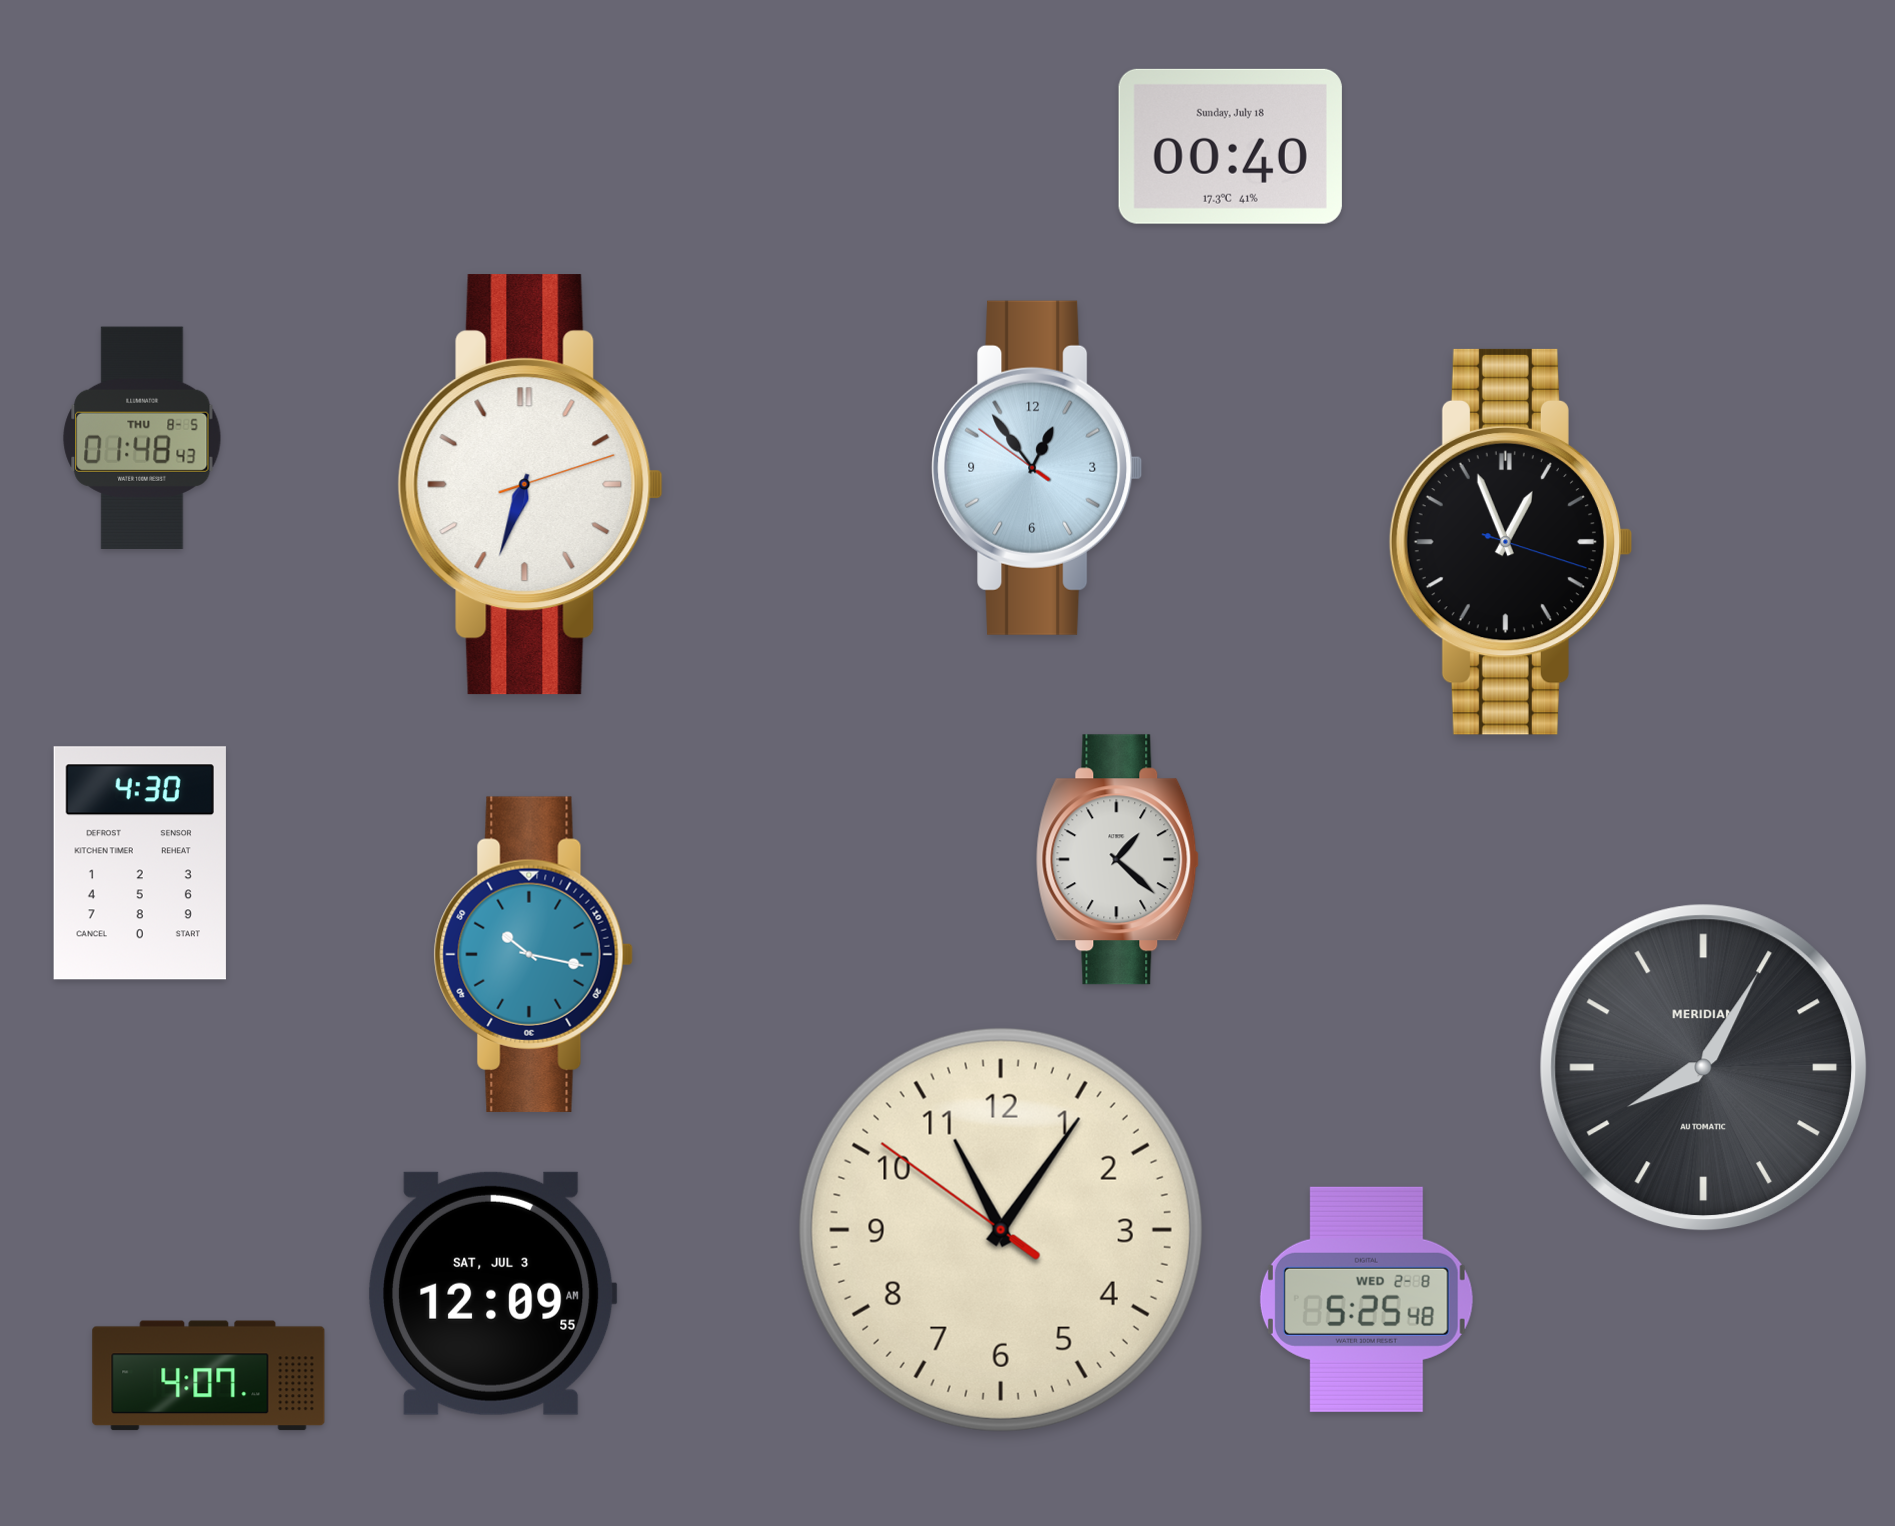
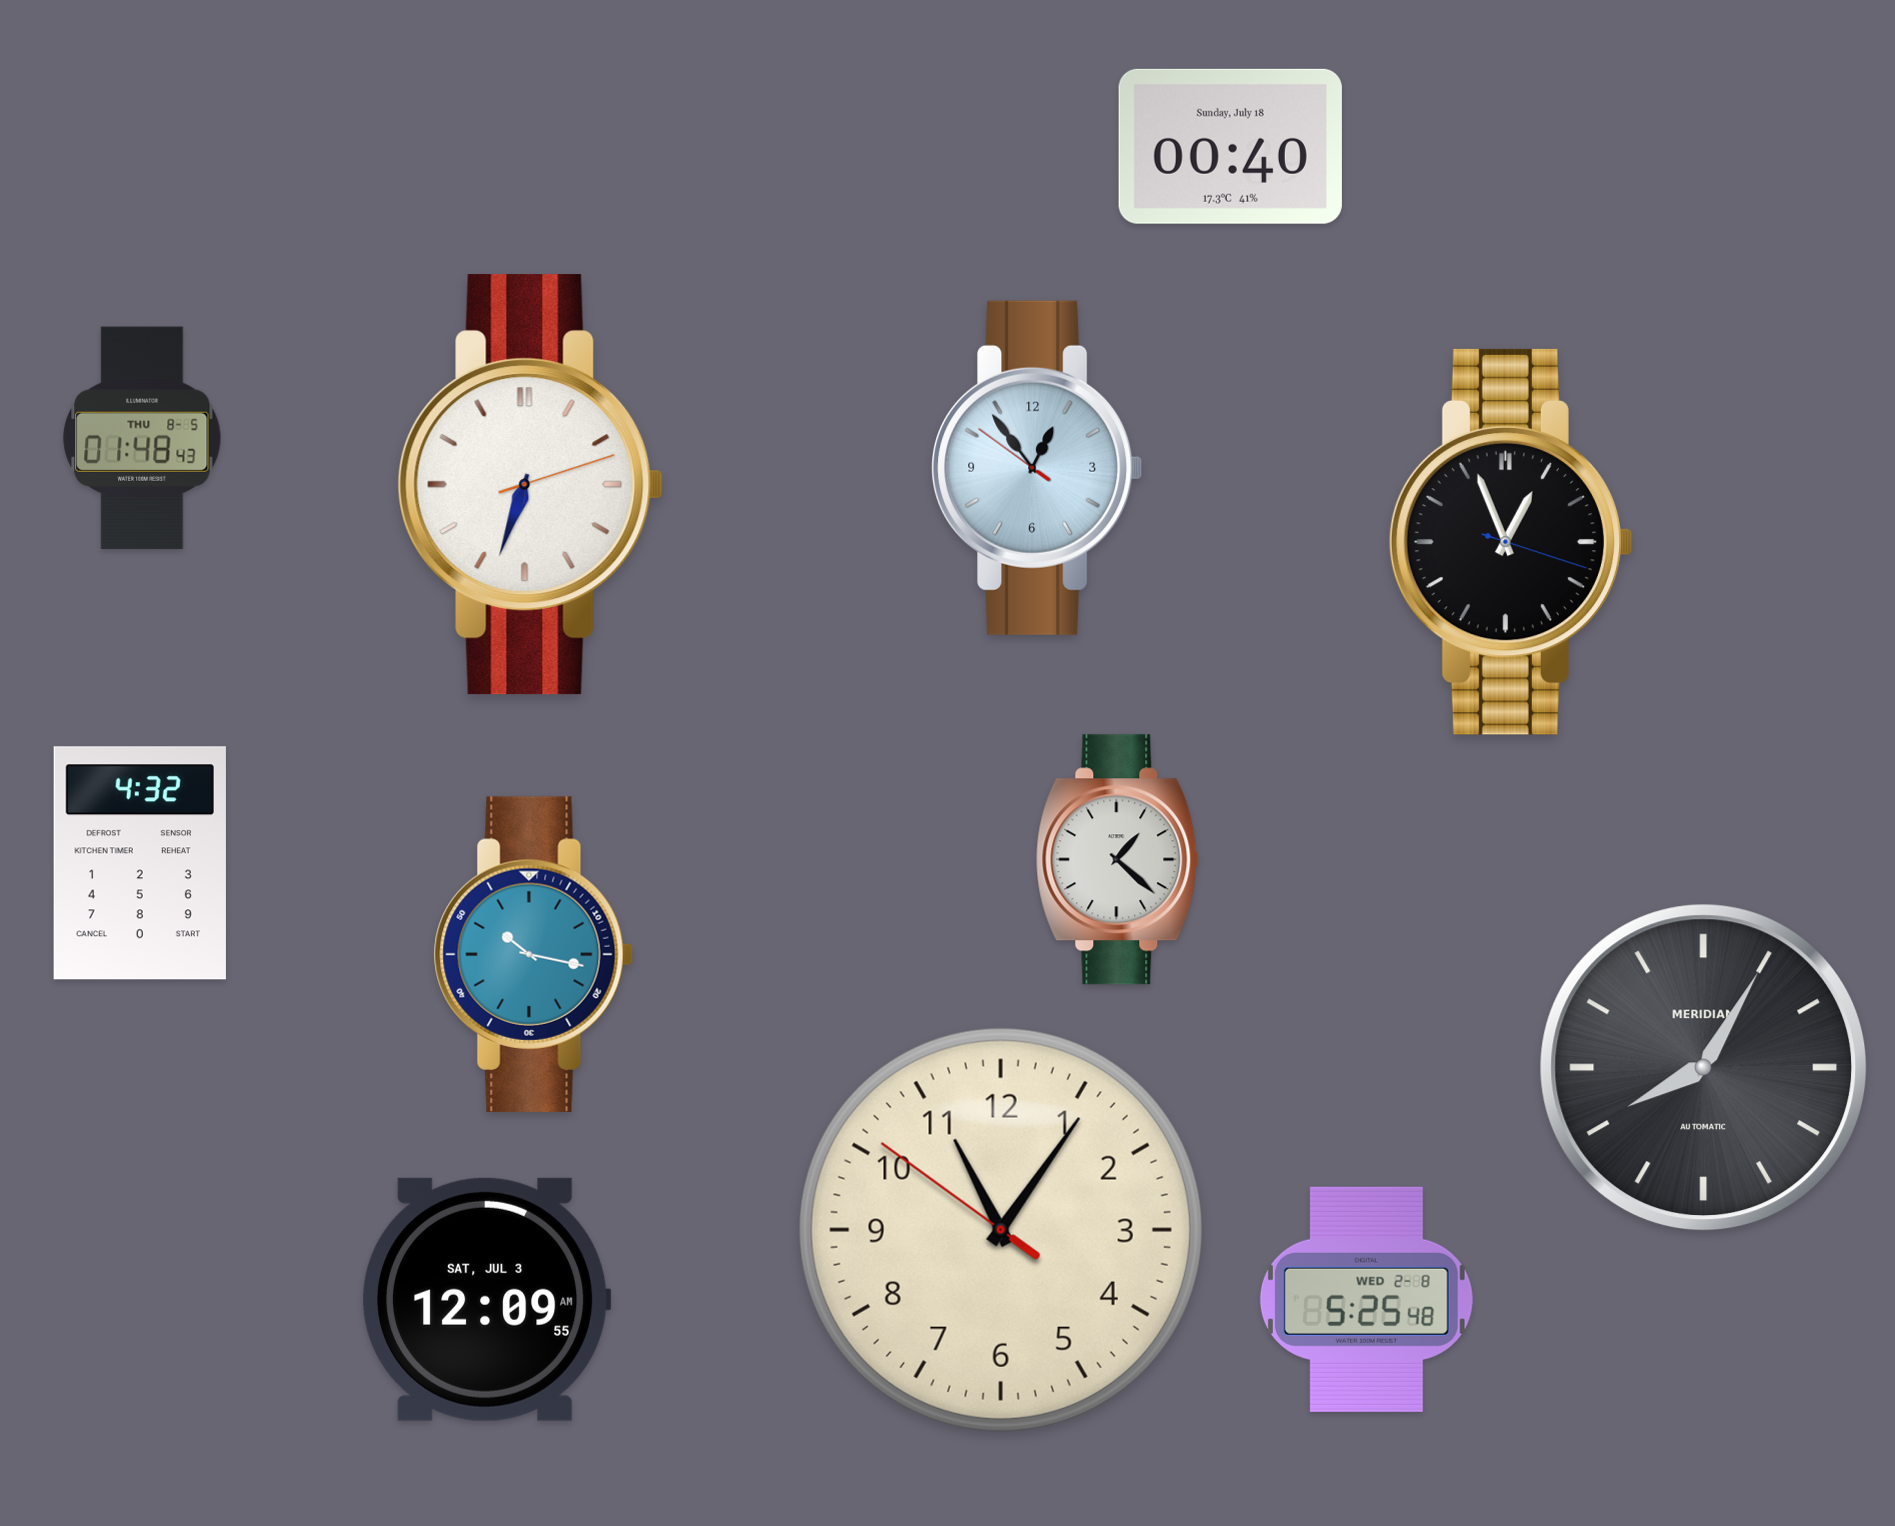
clock at (140, 863): 4:30 -> 4:32
clock at (493, 1293) position: (493, 1293) -> (487, 1299)
clock at (209, 1376): 4:07 -> none
